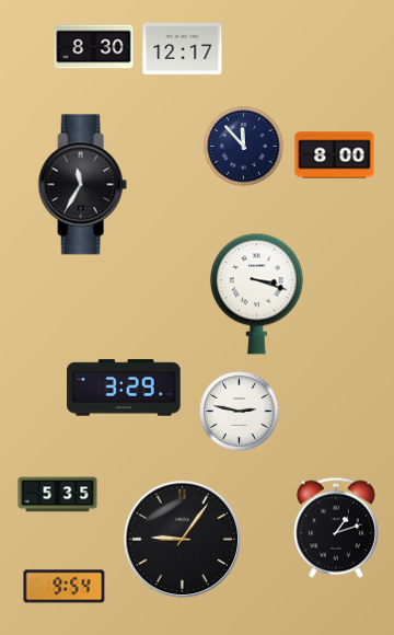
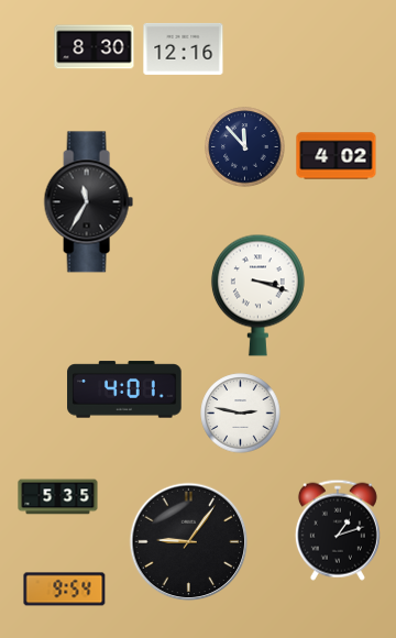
clock at (183, 48): 12:17 -> 12:16
clock at (335, 155): 8:00 -> 4:02
clock at (82, 185) position: (82, 185) -> (88, 202)
clock at (124, 388): 3:29 -> 4:01
clock at (183, 540) position: (183, 540) -> (189, 542)
